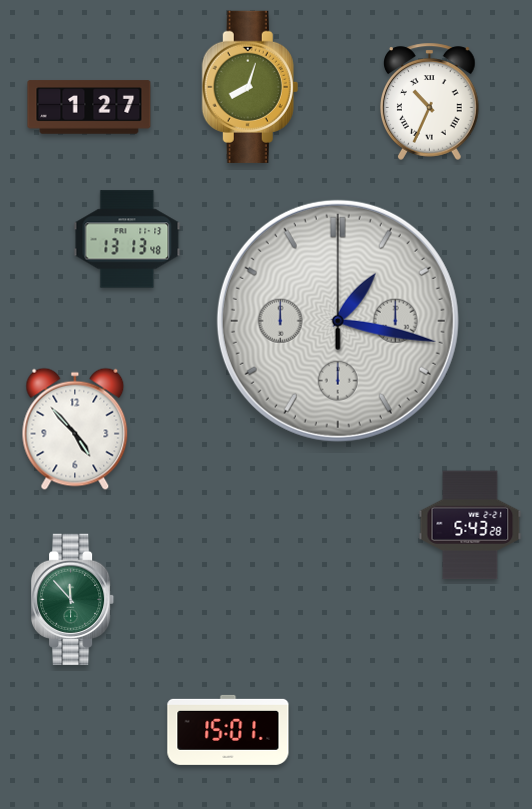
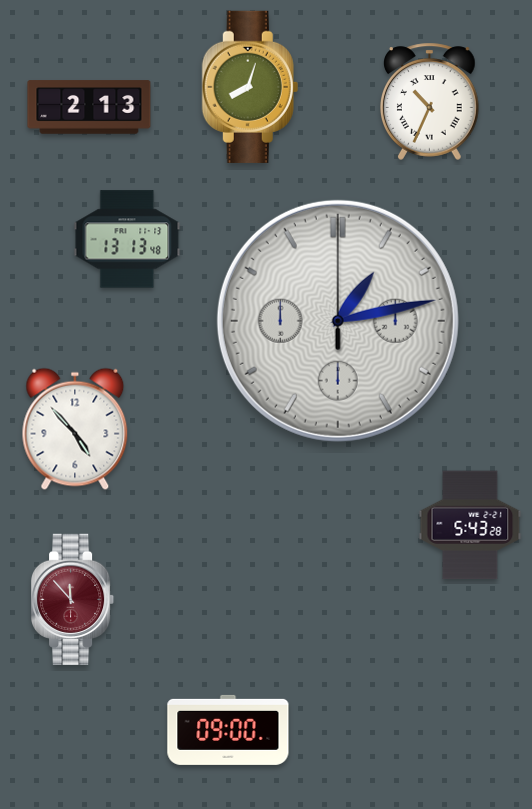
clock at (89, 107): 1:27 -> 2:13
clock at (338, 321): 1:17 -> 1:13
clock at (74, 599) dial: green -> burgundy
clock at (228, 730): 15:01 -> 09:00
